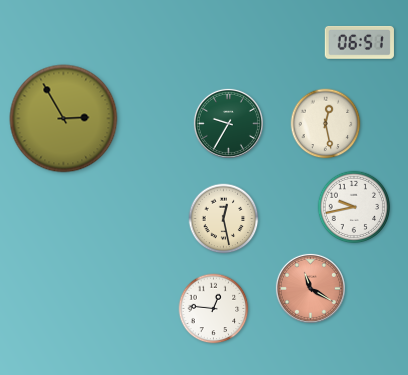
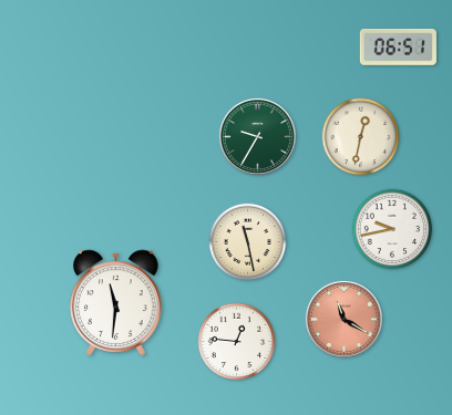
clock at (64, 119): 2:55 -> none
clock at (228, 123) position: (228, 123) -> (257, 136)
clock at (326, 124): 12:28 -> 12:32
clock at (224, 219): 12:28 -> 11:28
clock at (116, 303): none -> 11:31
